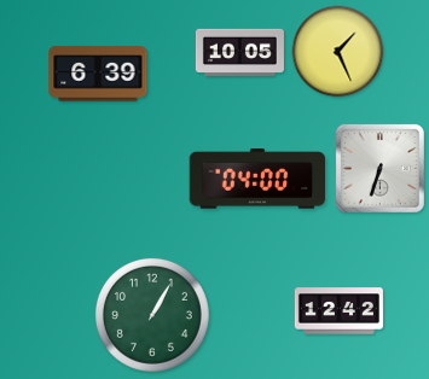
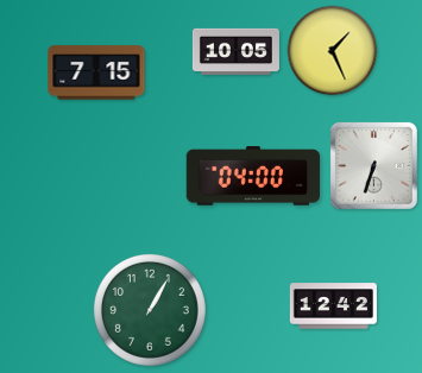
clock at (98, 74): 6:39 -> 7:15
